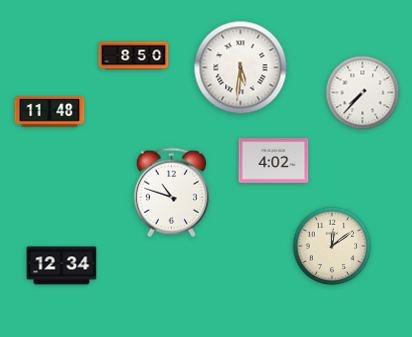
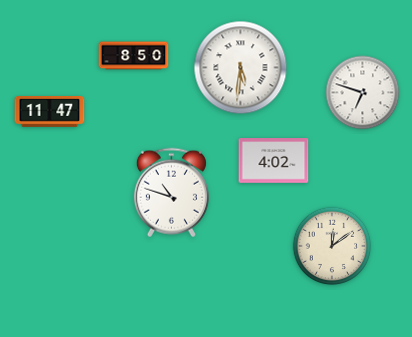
clock at (363, 93): 7:37 -> 6:48
clock at (50, 112): 11:48 -> 11:47
clock at (62, 266): 12:34 -> none
